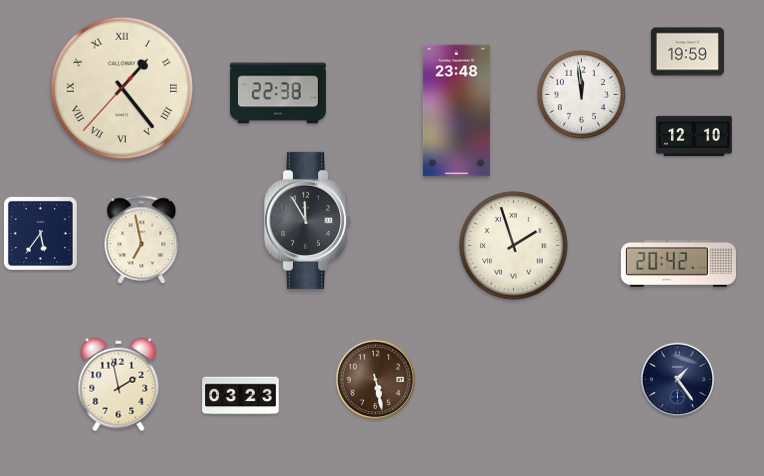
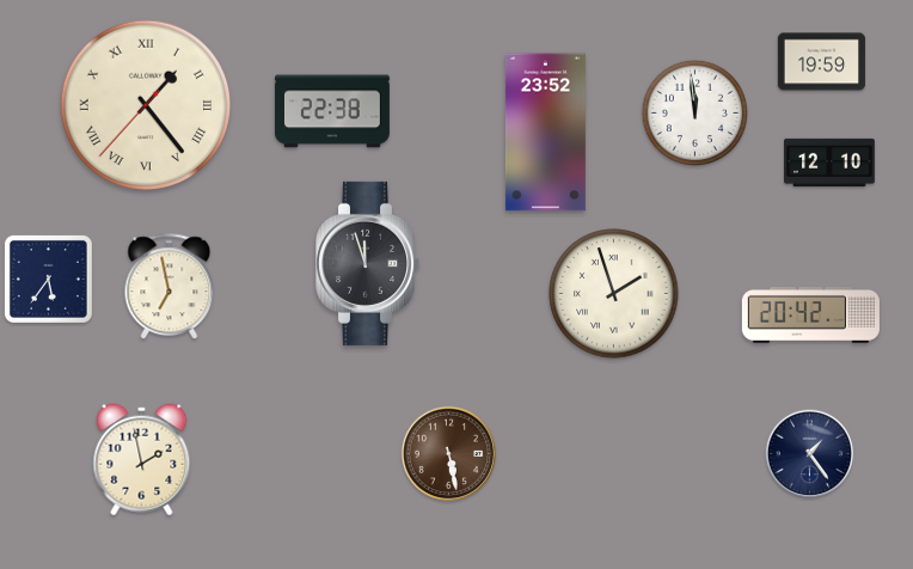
clock at (456, 111): 23:48 -> 23:52
clock at (308, 220): 11:55 -> 11:57
clock at (241, 396): 03:23 -> none
